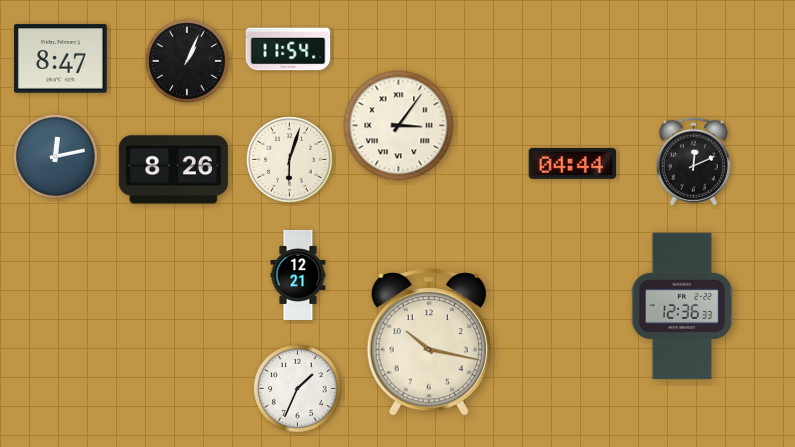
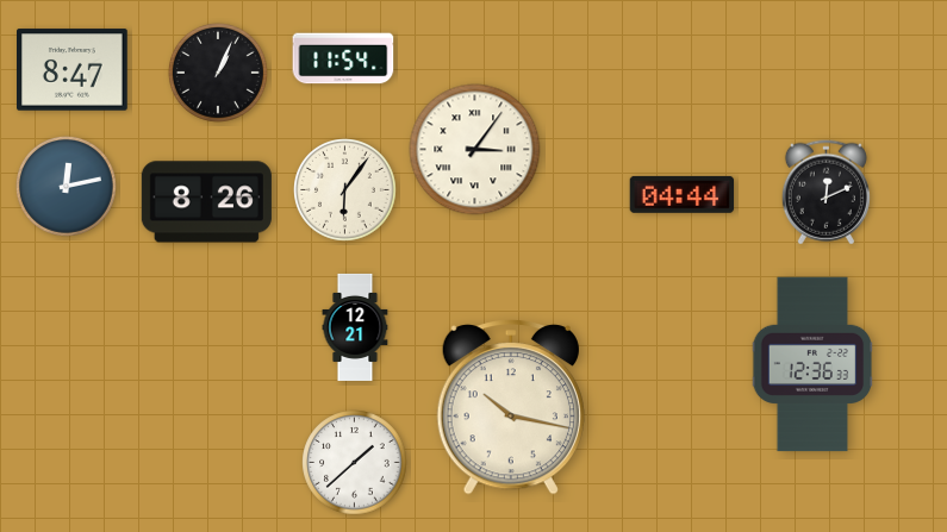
clock at (187, 61) position: (187, 61) -> (218, 73)
clock at (290, 160): 6:03 -> 6:06
clock at (298, 389): 1:34 -> 1:38
